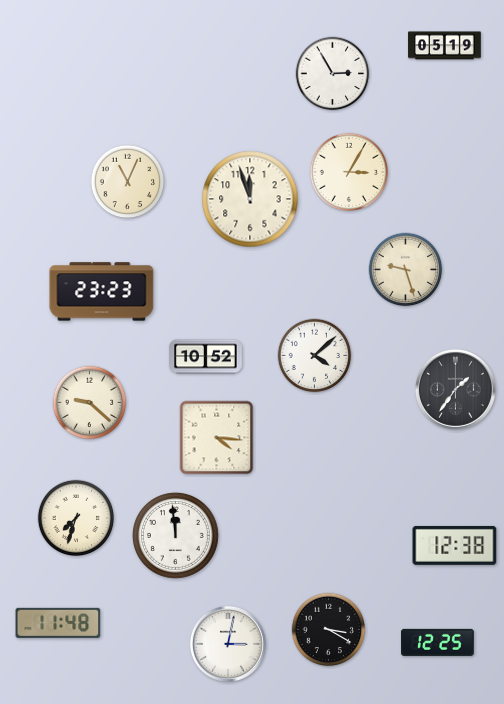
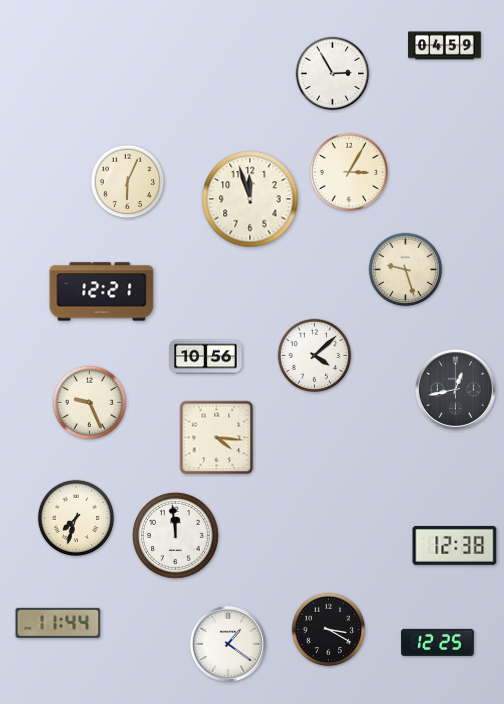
clock at (445, 46): 05:19 -> 04:59
clock at (128, 182): 11:04 -> 6:04
clock at (102, 292): 23:23 -> 12:21
clock at (206, 357): 10:52 -> 10:56
clock at (455, 389): 1:36 -> 12:43
clock at (90, 403): 9:22 -> 9:26
clock at (58, 623): 11:48 -> 11:44
clock at (228, 644): 3:02 -> 1:21
